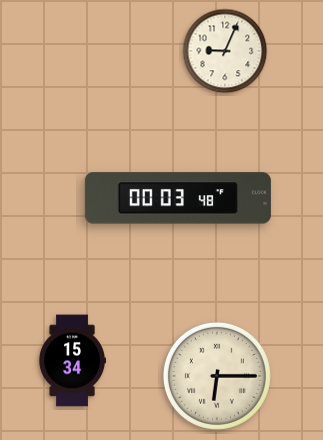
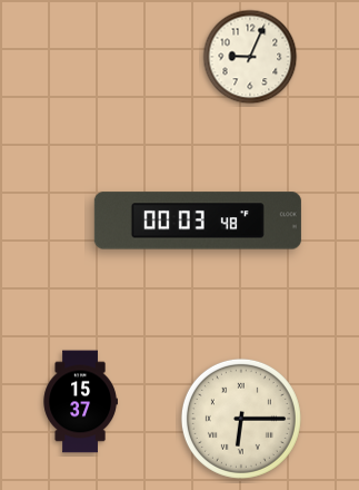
clock at (72, 361): 15:34 -> 15:37
